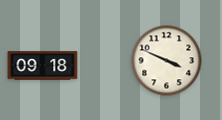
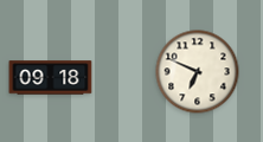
clock at (167, 61): 3:49 -> 6:49
